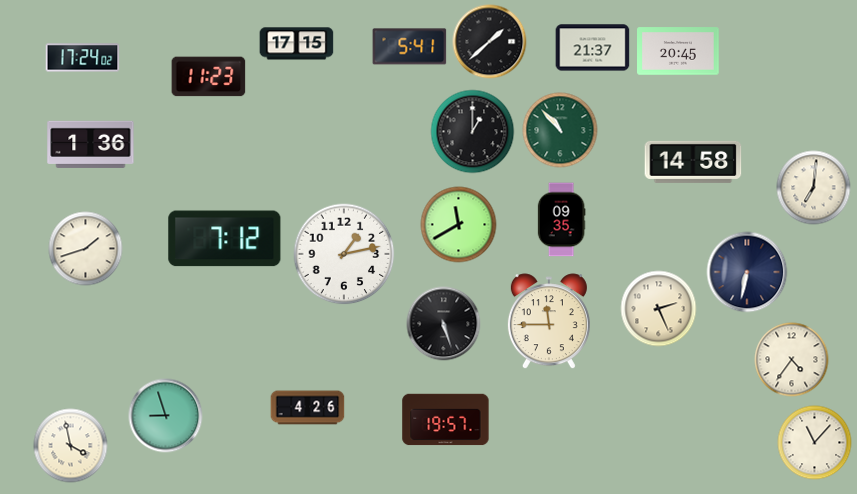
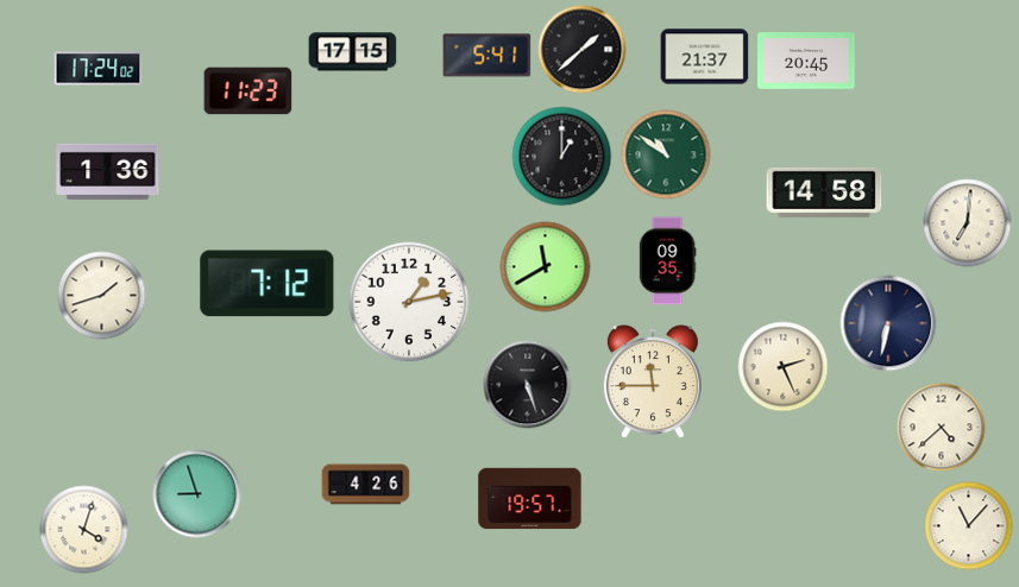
clock at (560, 130): 10:53 -> 10:51
clock at (792, 360): 4:36 -> 4:38
clock at (71, 446): 3:58 -> 4:03
